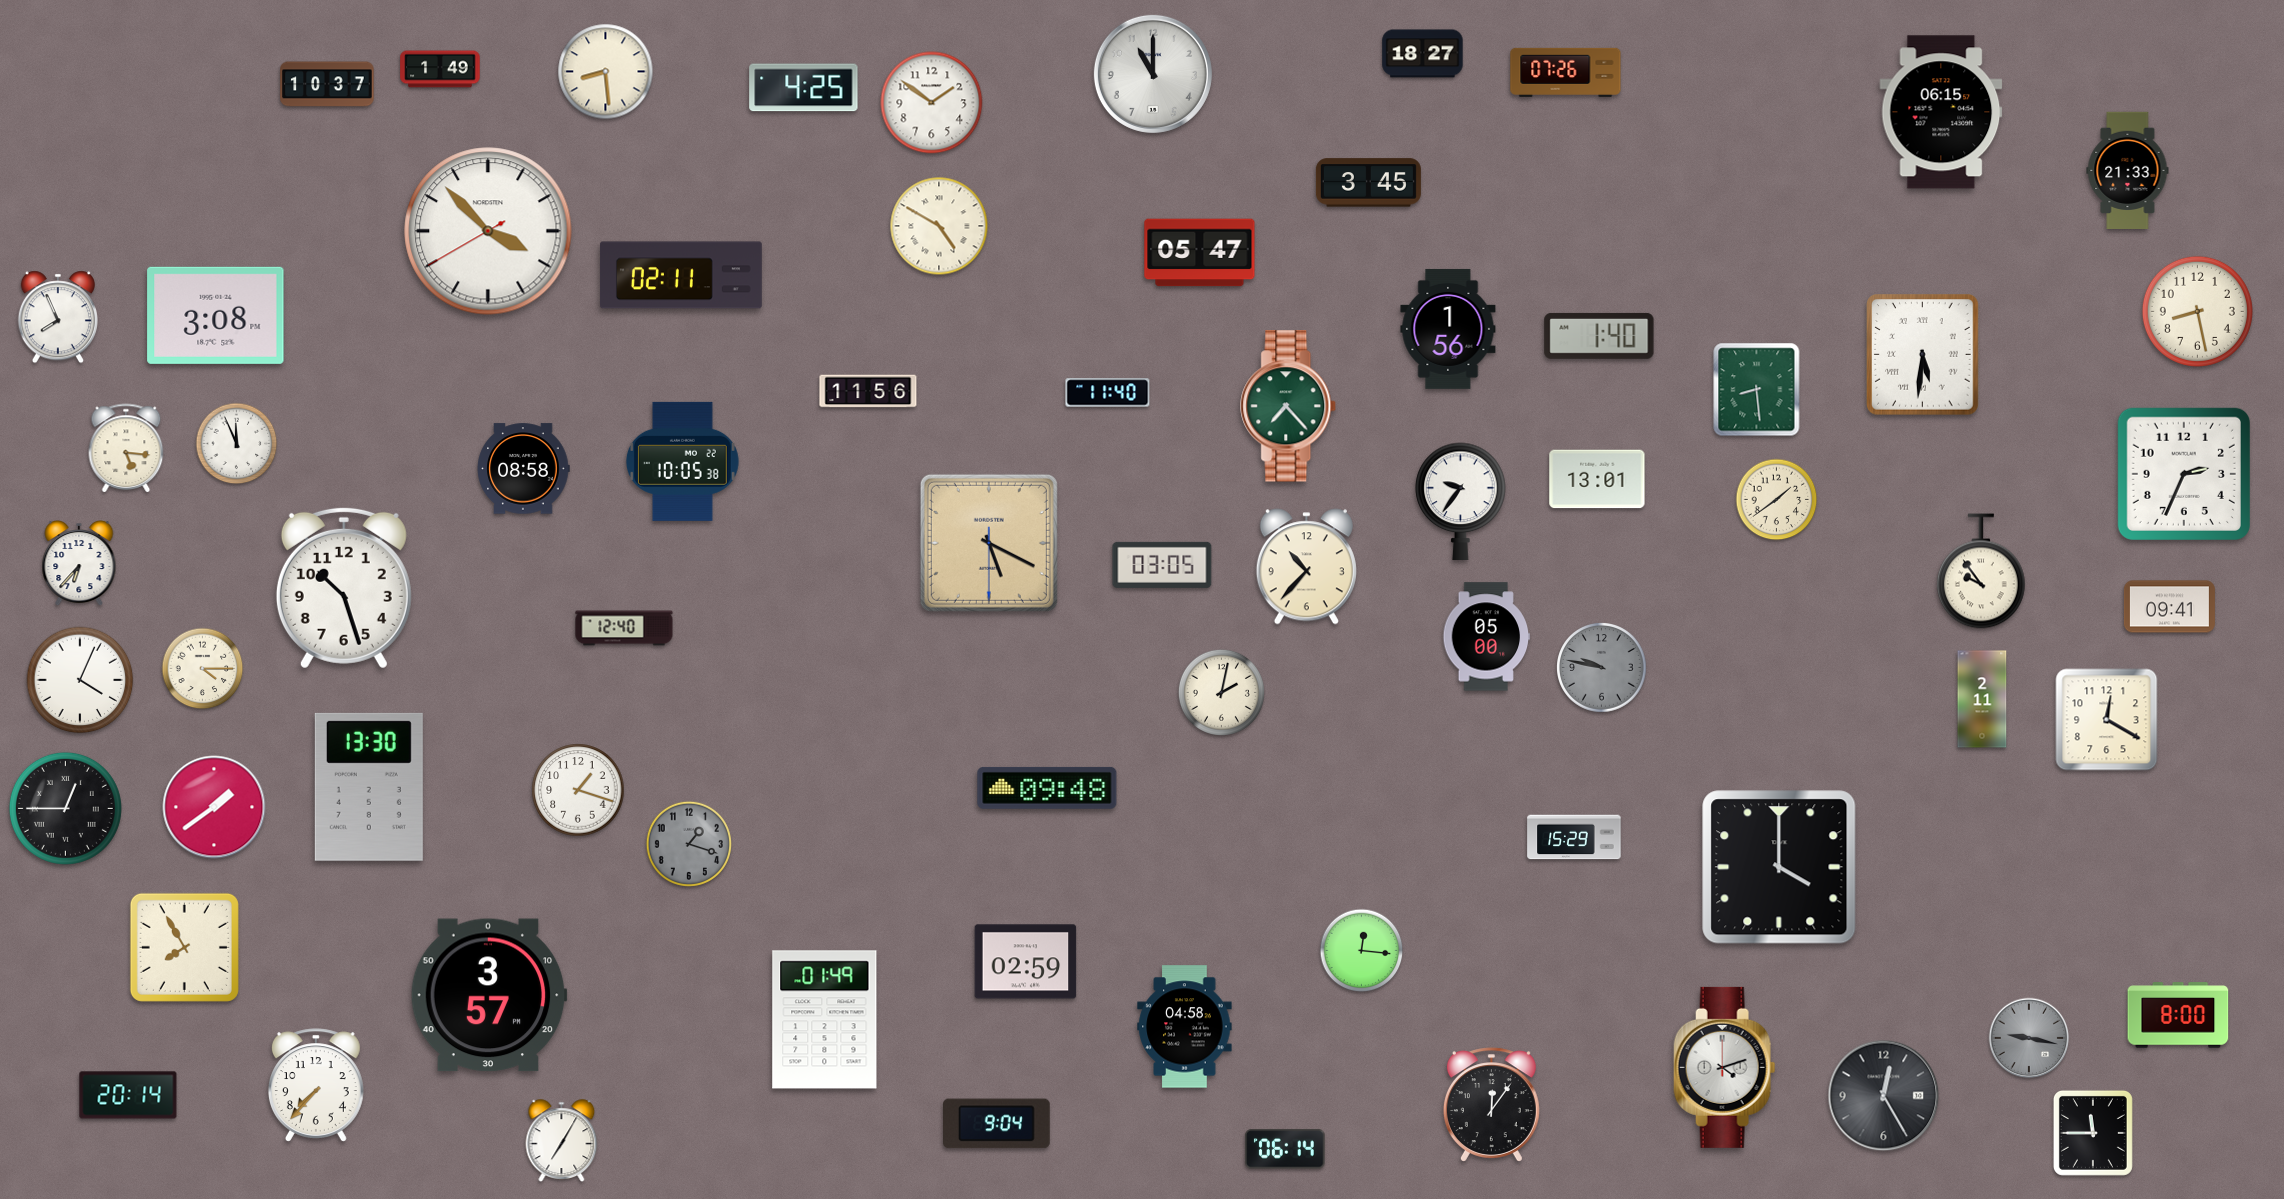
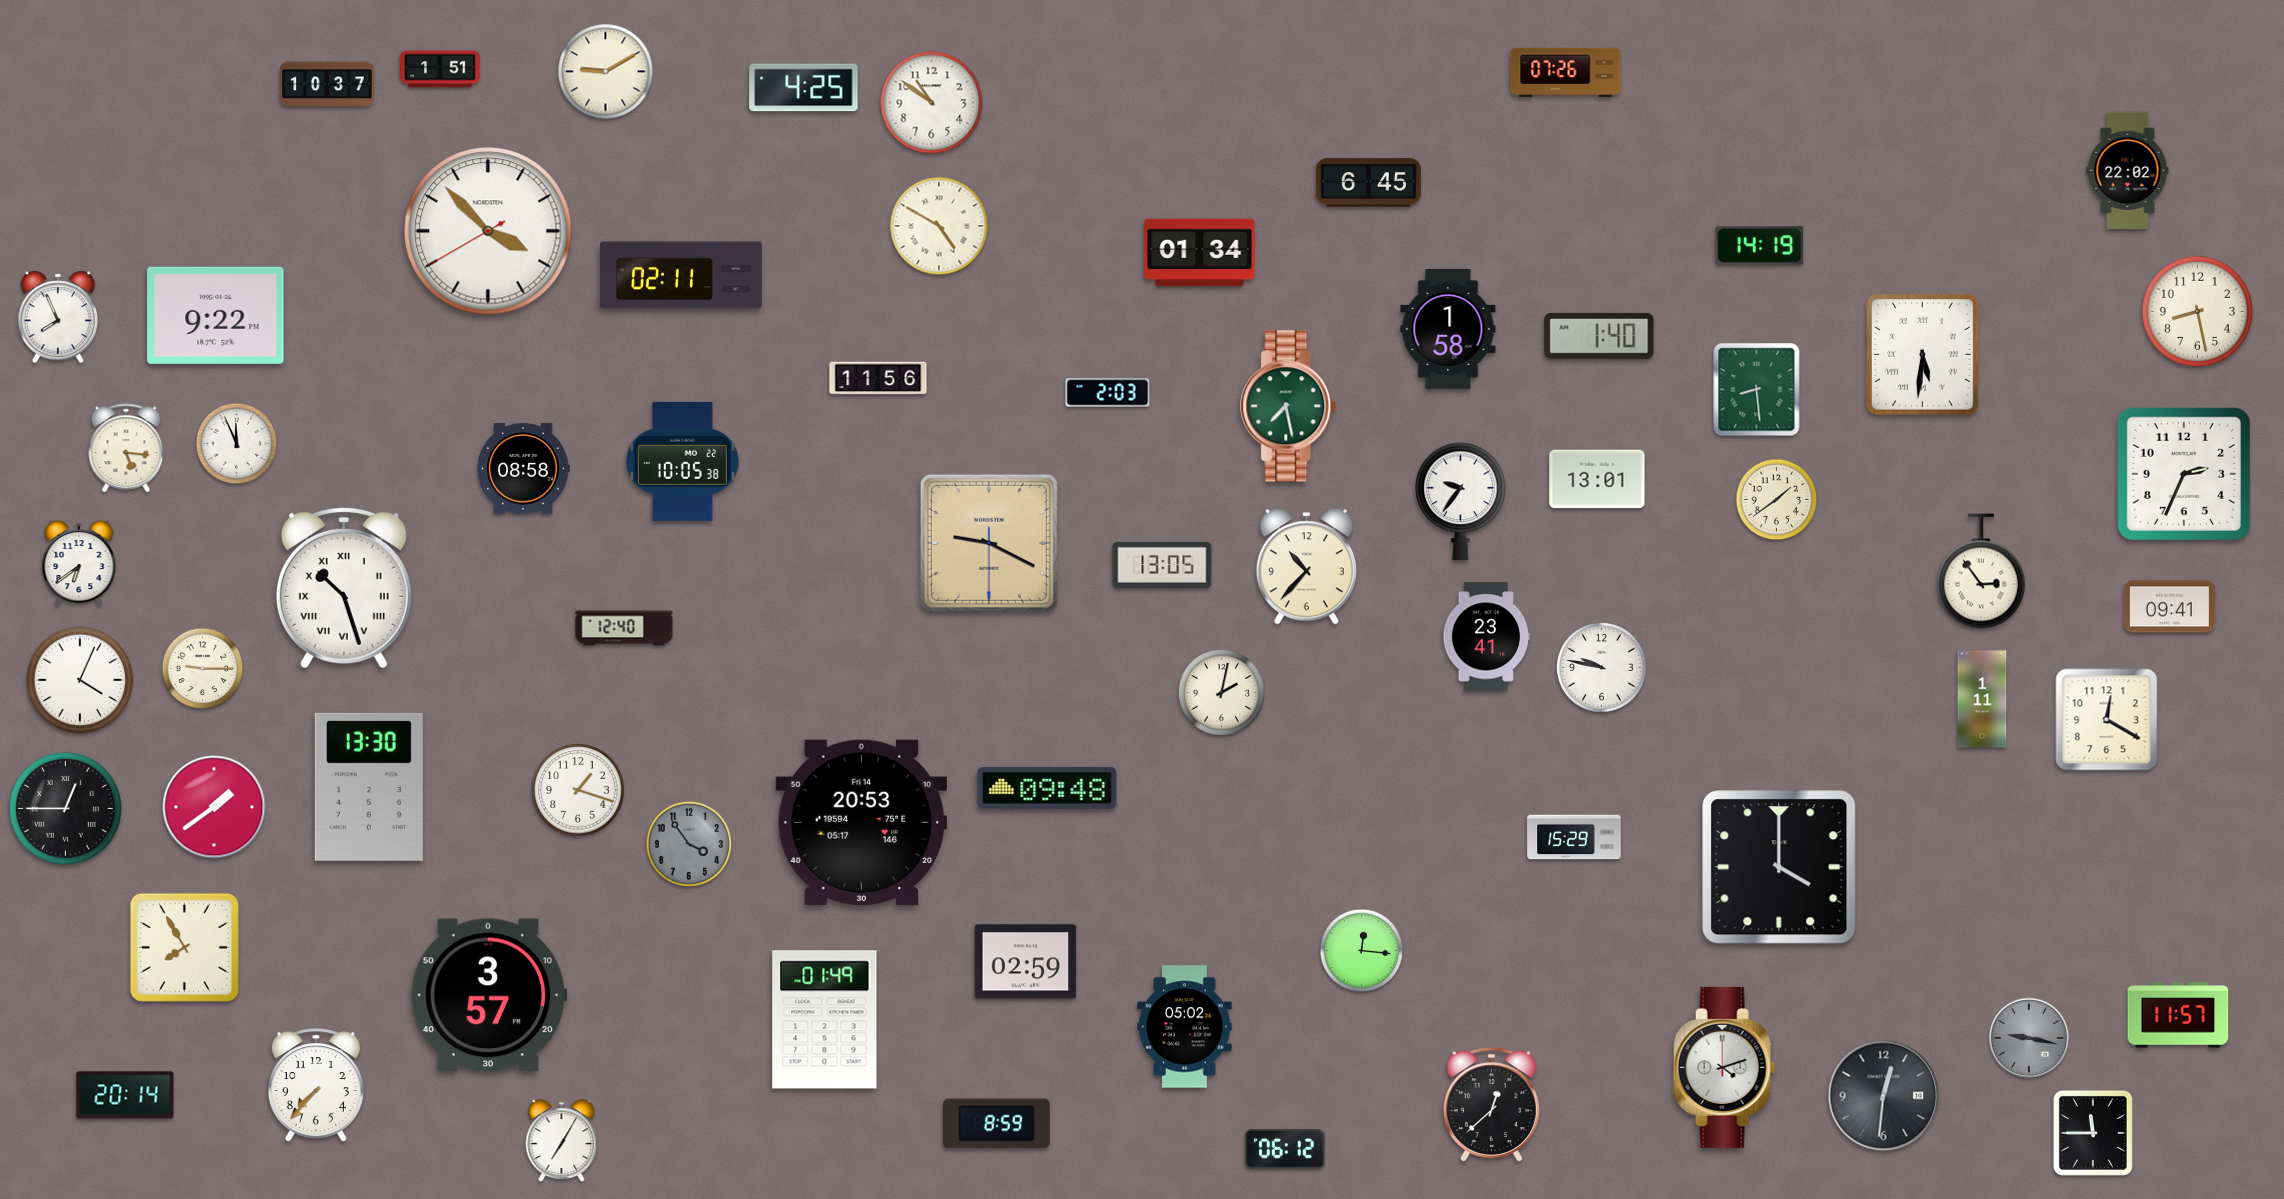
clock at (1423, 54): 18:27 -> none
clock at (440, 69): 1:49 -> 1:51
clock at (606, 72): 8:29 -> 9:10
clock at (1153, 74): 11:00 -> none
clock at (932, 103): 1:51 -> 10:51
clock at (1941, 112): 06:15 -> none
clock at (2128, 170): 21:33 -> 22:02
clock at (1368, 183): 3:45 -> 6:45
clock at (1760, 246): none -> 14:19
clock at (1200, 253): 05:47 -> 01:34
clock at (216, 315): 3:08 -> 9:22
clock at (1448, 329): 1:56 -> 1:58
clock at (868, 391) position: (868, 391) -> (878, 378)
clock at (1108, 393): 11:40 -> 2:03
clock at (1289, 406): 7:23 -> 7:28
clock at (989, 543): 5:19 -> 9:19
clock at (79, 564): 6:37 -> 6:39
clock at (1162, 565): 03:05 -> 13:05
clock at (1981, 571): 9:54 -> 2:54
clock at (344, 588) numerals: Arabic -> Roman
clock at (1487, 637): 05:00 -> 23:41
clock at (1602, 668) dial: grey -> white
clock at (203, 669): 4:15 -> 9:15
clock at (1982, 699): 2:11 -> 1:11
clock at (862, 822): none -> 20:53
clock at (689, 844): 1:18 -> 3:54
clock at (2178, 1015): 8:00 -> 11:57
clock at (1185, 1027): 04:58 -> 05:02
clock at (128, 1095) position: (128, 1095) -> (125, 1095)
clock at (1884, 1096): 12:25 -> 12:31
clock at (1491, 1105): 12:06 -> 12:38
clock at (997, 1124): 9:04 -> 8:59
clock at (1285, 1149): 06:14 -> 06:12
